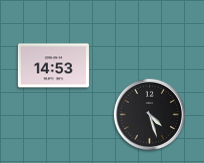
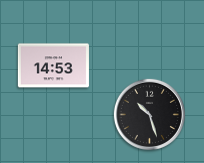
clock at (149, 114): 4:27 -> 10:27
